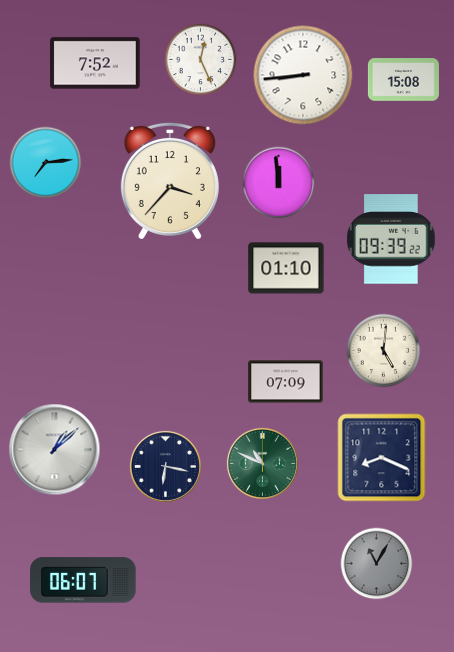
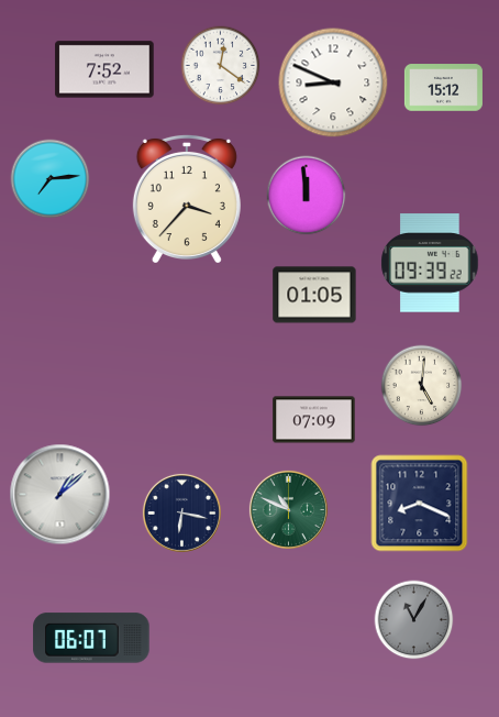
clock at (201, 60): 12:26 -> 12:21
clock at (303, 75): 8:44 -> 8:49
clock at (403, 80): 15:08 -> 15:12
clock at (279, 183) position: (279, 183) -> (307, 196)
clock at (286, 268): 01:10 -> 01:05
